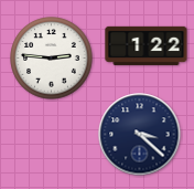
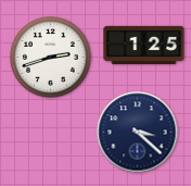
clock at (147, 45): 1:22 -> 1:25
clock at (52, 59): 2:46 -> 2:42
